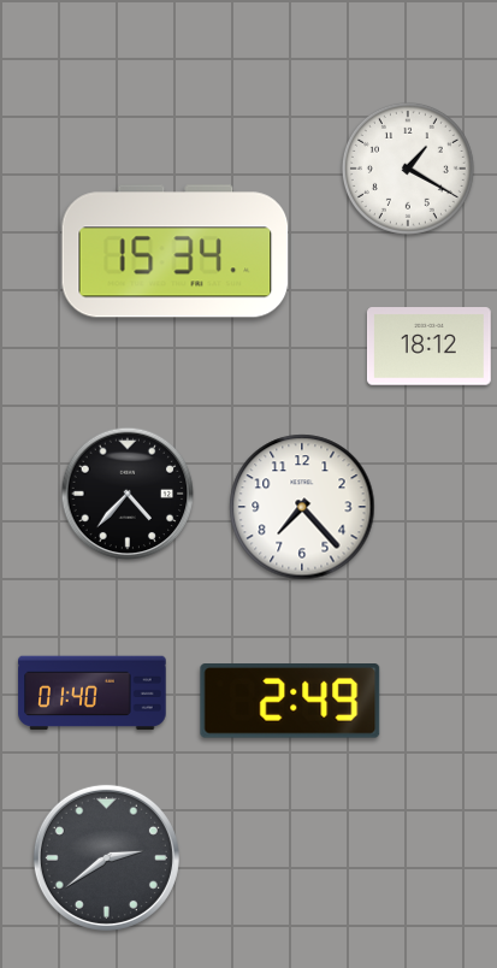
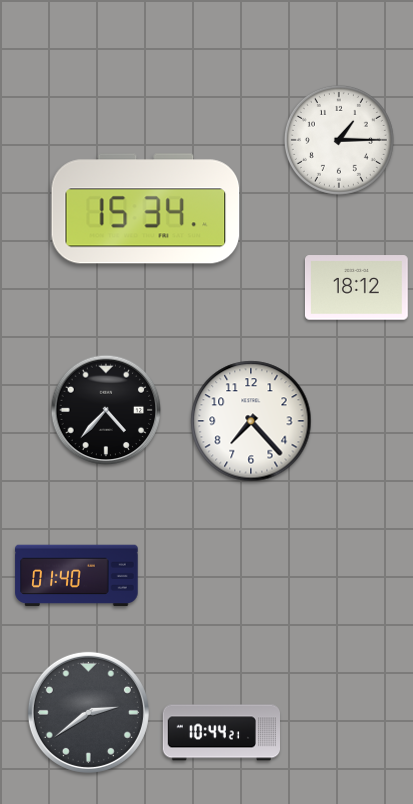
clock at (408, 169): 1:20 -> 1:15
clock at (290, 702): 2:49 -> none
clock at (221, 733): none -> 10:44
